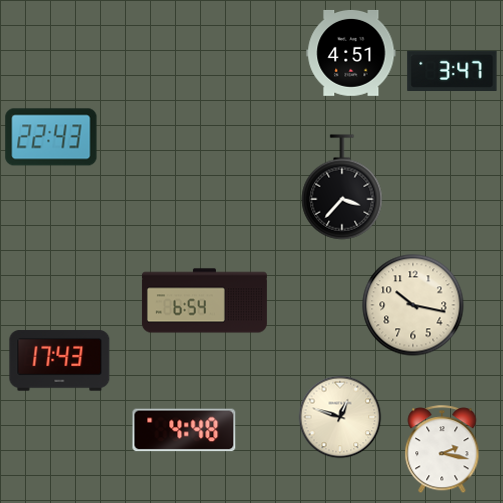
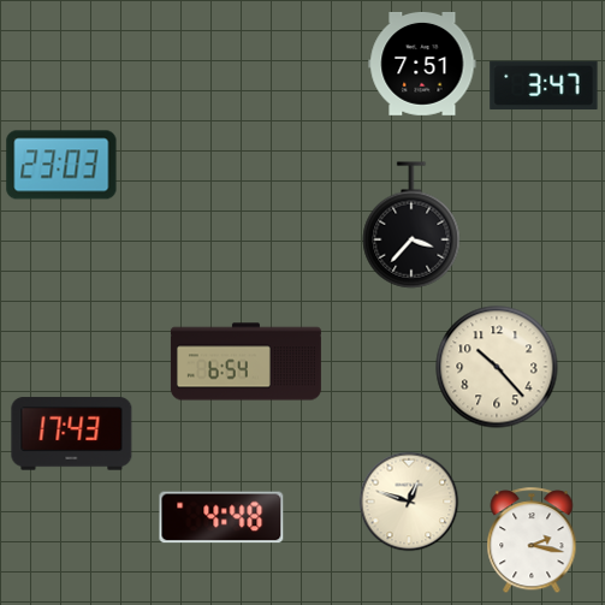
clock at (351, 53): 4:51 -> 7:51
clock at (51, 137): 22:43 -> 23:03
clock at (413, 305): 10:17 -> 10:23
